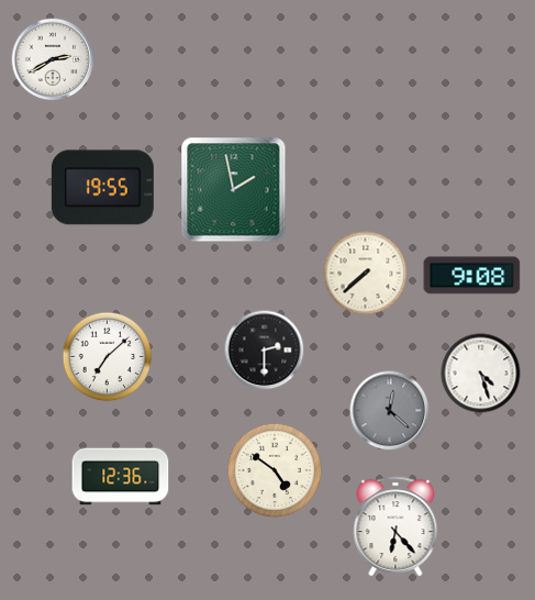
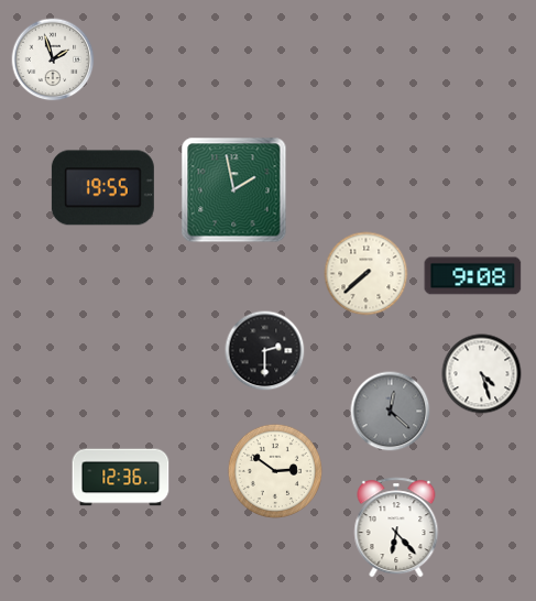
clock at (53, 59): 2:40 -> 1:57
clock at (108, 357): 7:08 -> none
clock at (274, 469): 4:51 -> 2:51
